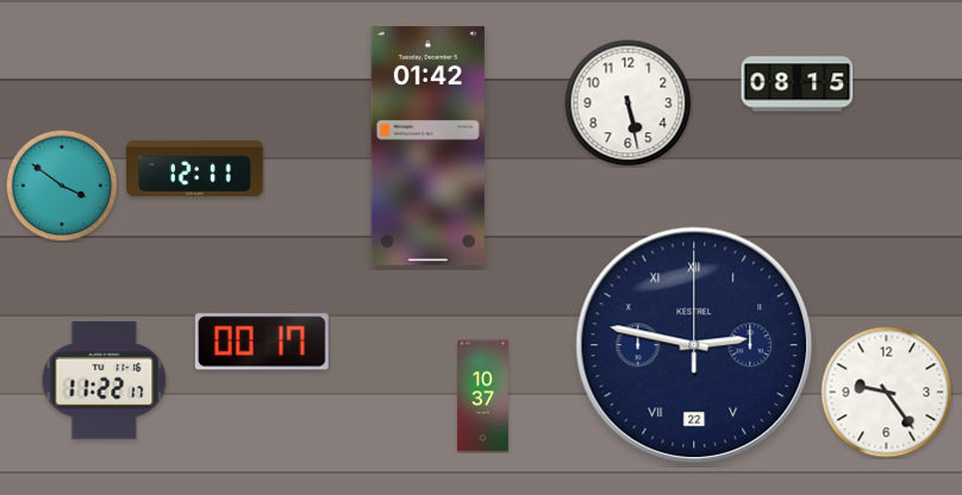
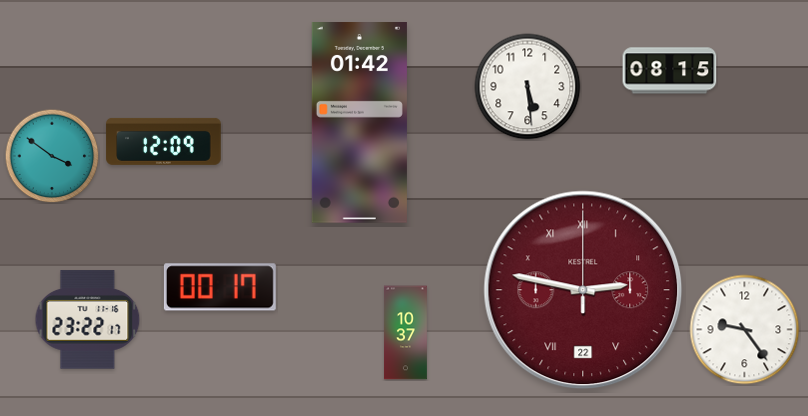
clock at (629, 104): 5:28 -> 5:29
clock at (195, 168): 12:11 -> 12:09
clock at (694, 345) dial: navy -> burgundy
clock at (105, 381): 11:22 -> 23:22
